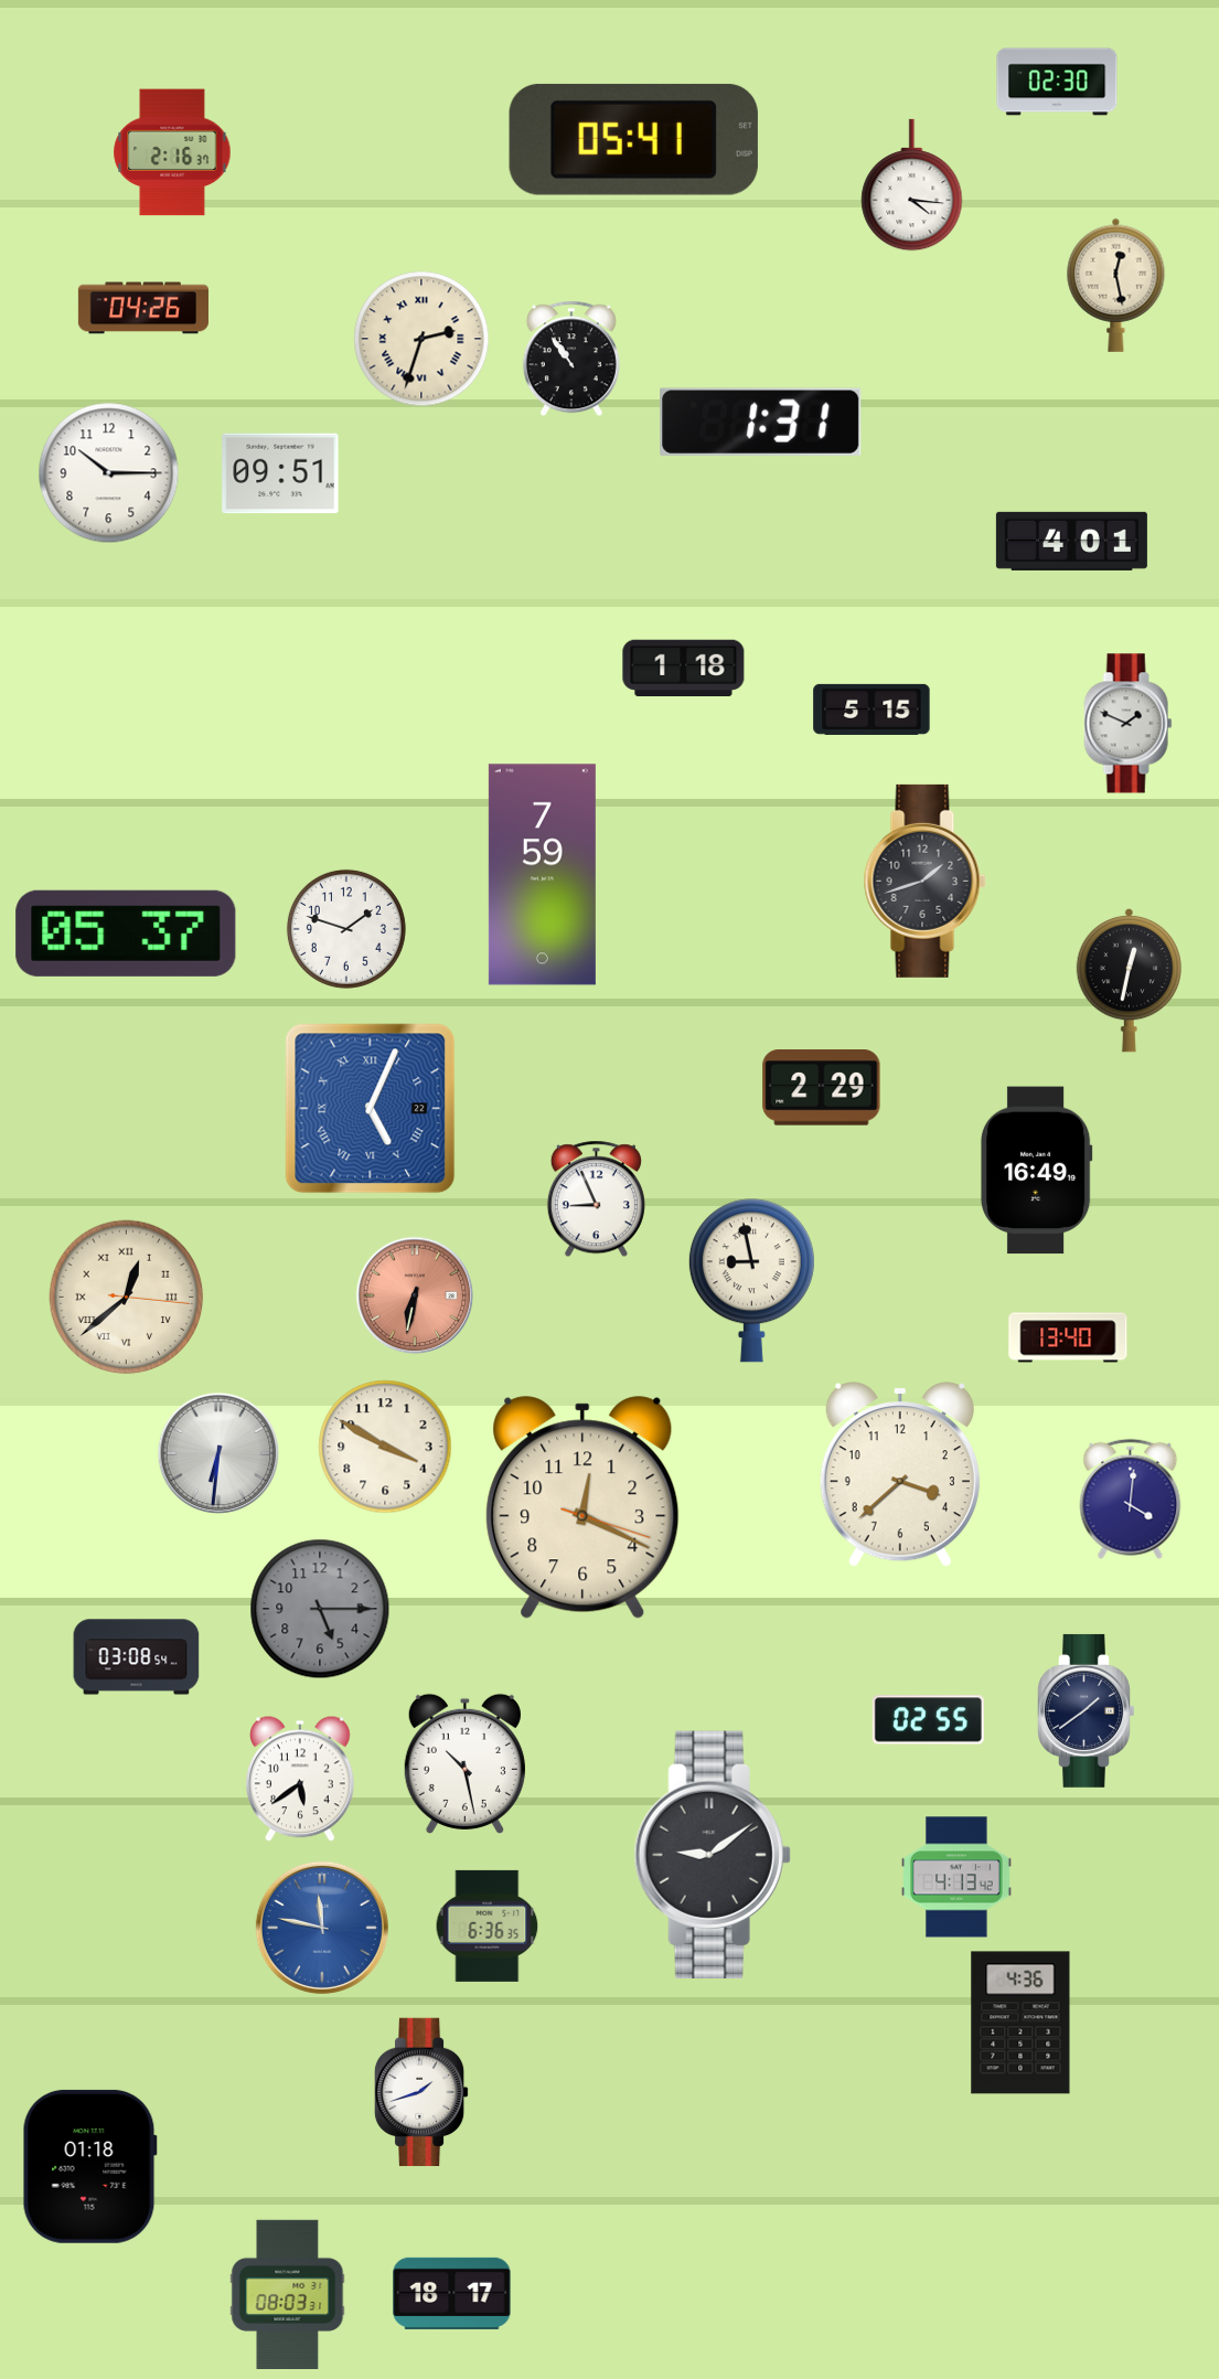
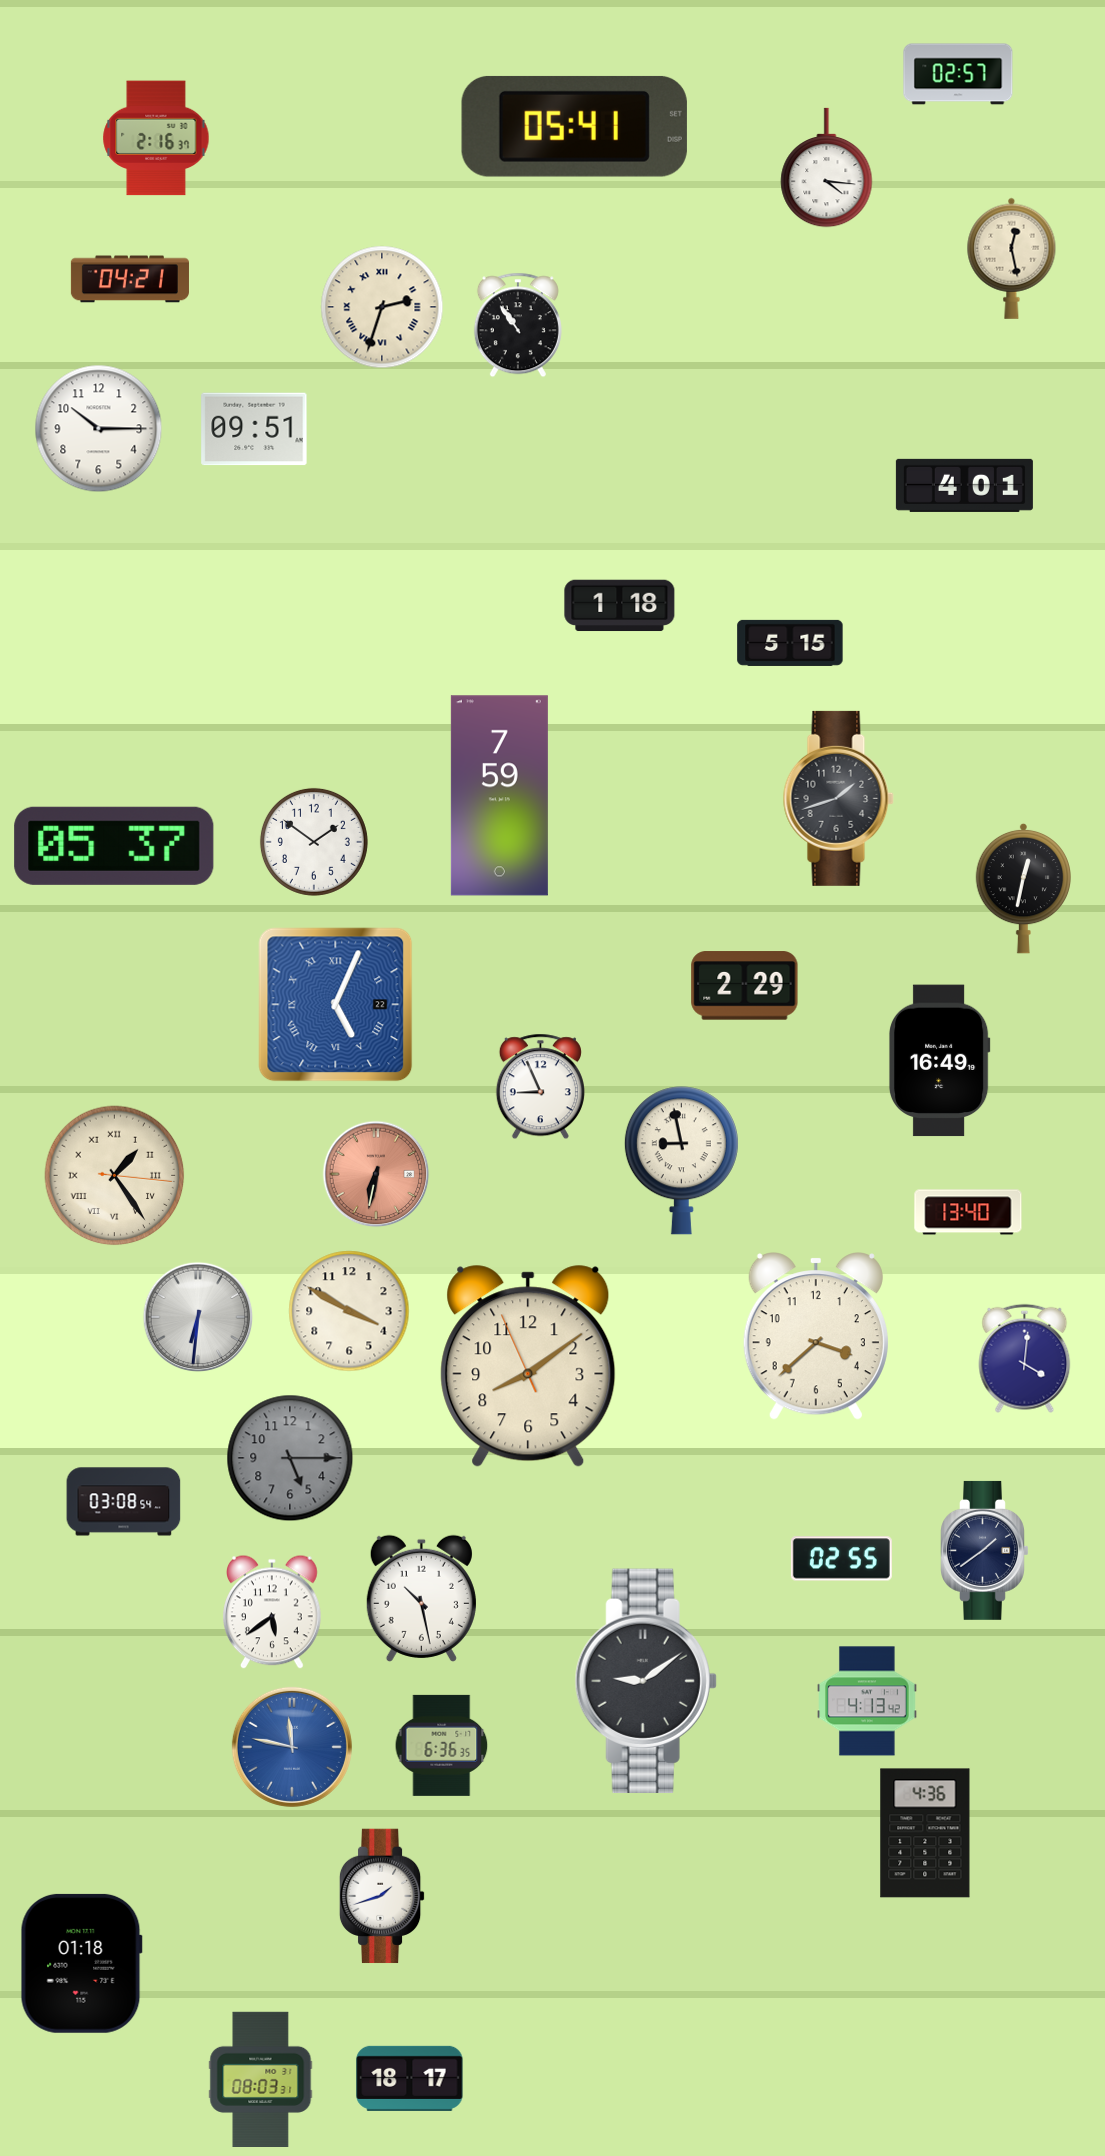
clock at (1057, 82): 02:30 -> 02:57
clock at (143, 308): 04:26 -> 04:21
clock at (761, 422): 1:31 -> none
clock at (1071, 541) position: (1071, 541) -> (964, 485)
clock at (1129, 724): 1:49 -> none
clock at (542, 875) position: (542, 875) -> (499, 796)
clock at (346, 929): 1:48 -> 1:51
clock at (127, 1298): 12:38 -> 1:24
clock at (582, 1507): 12:19 -> 8:08
